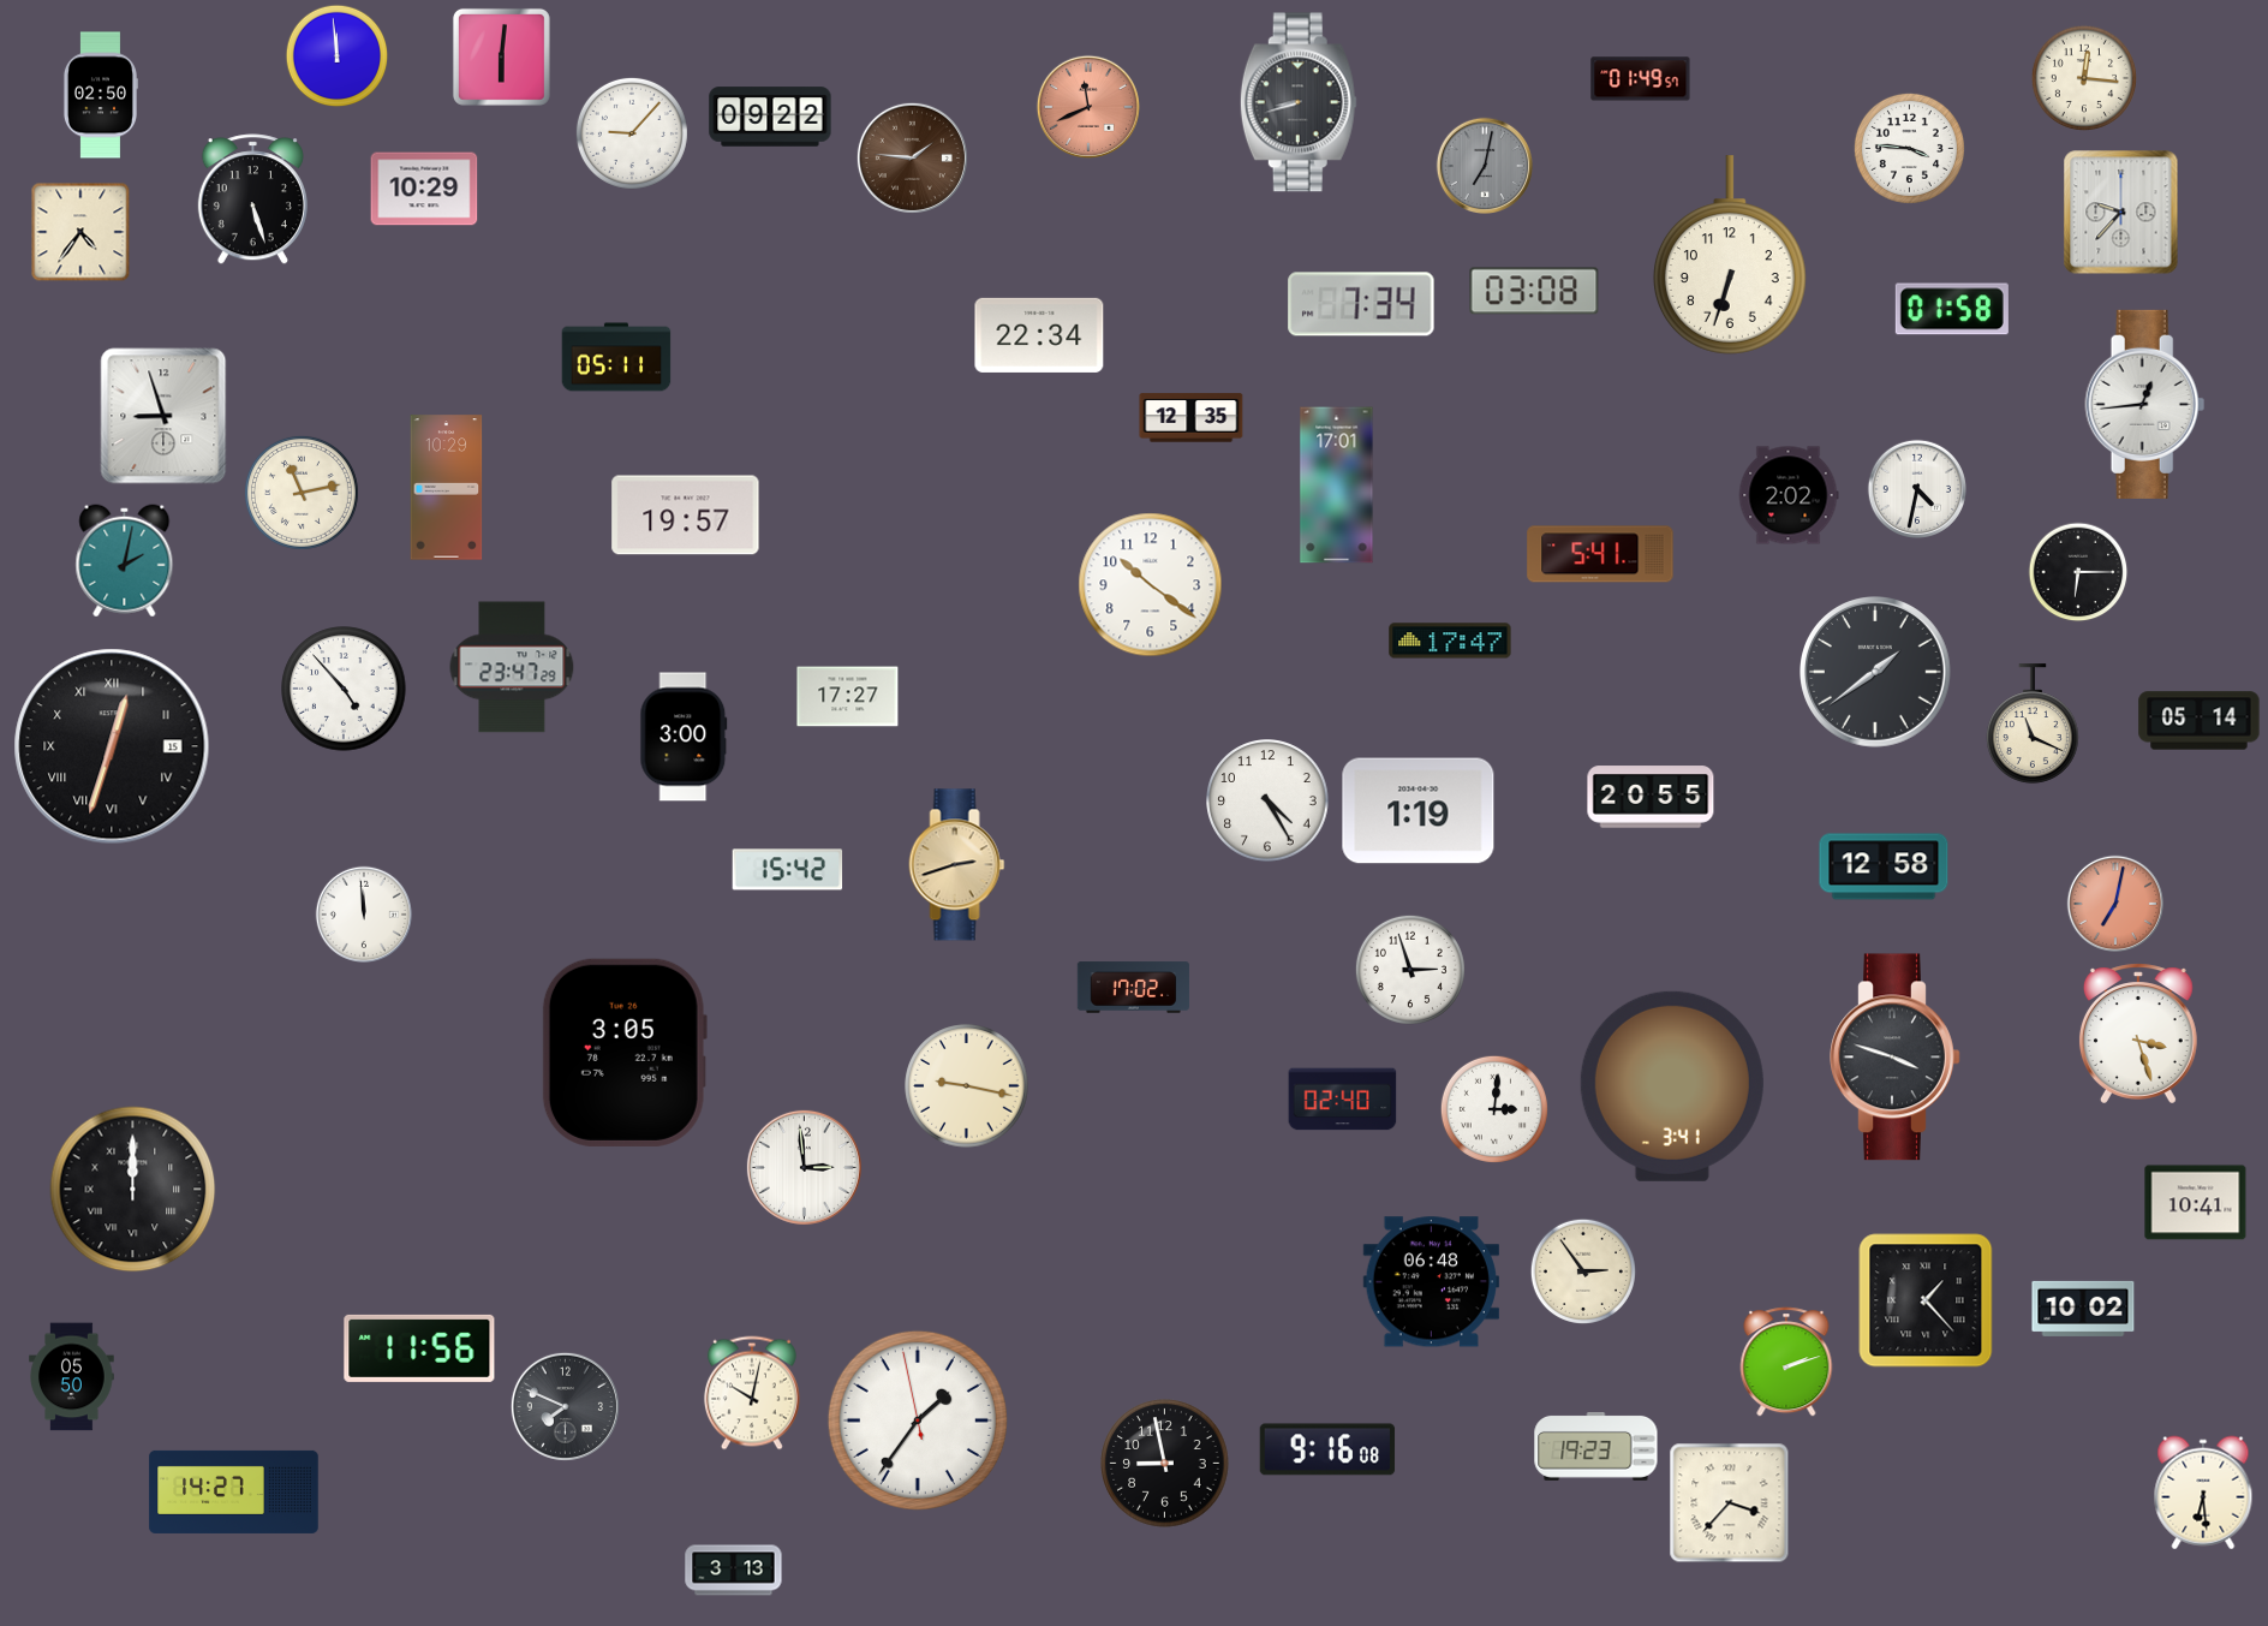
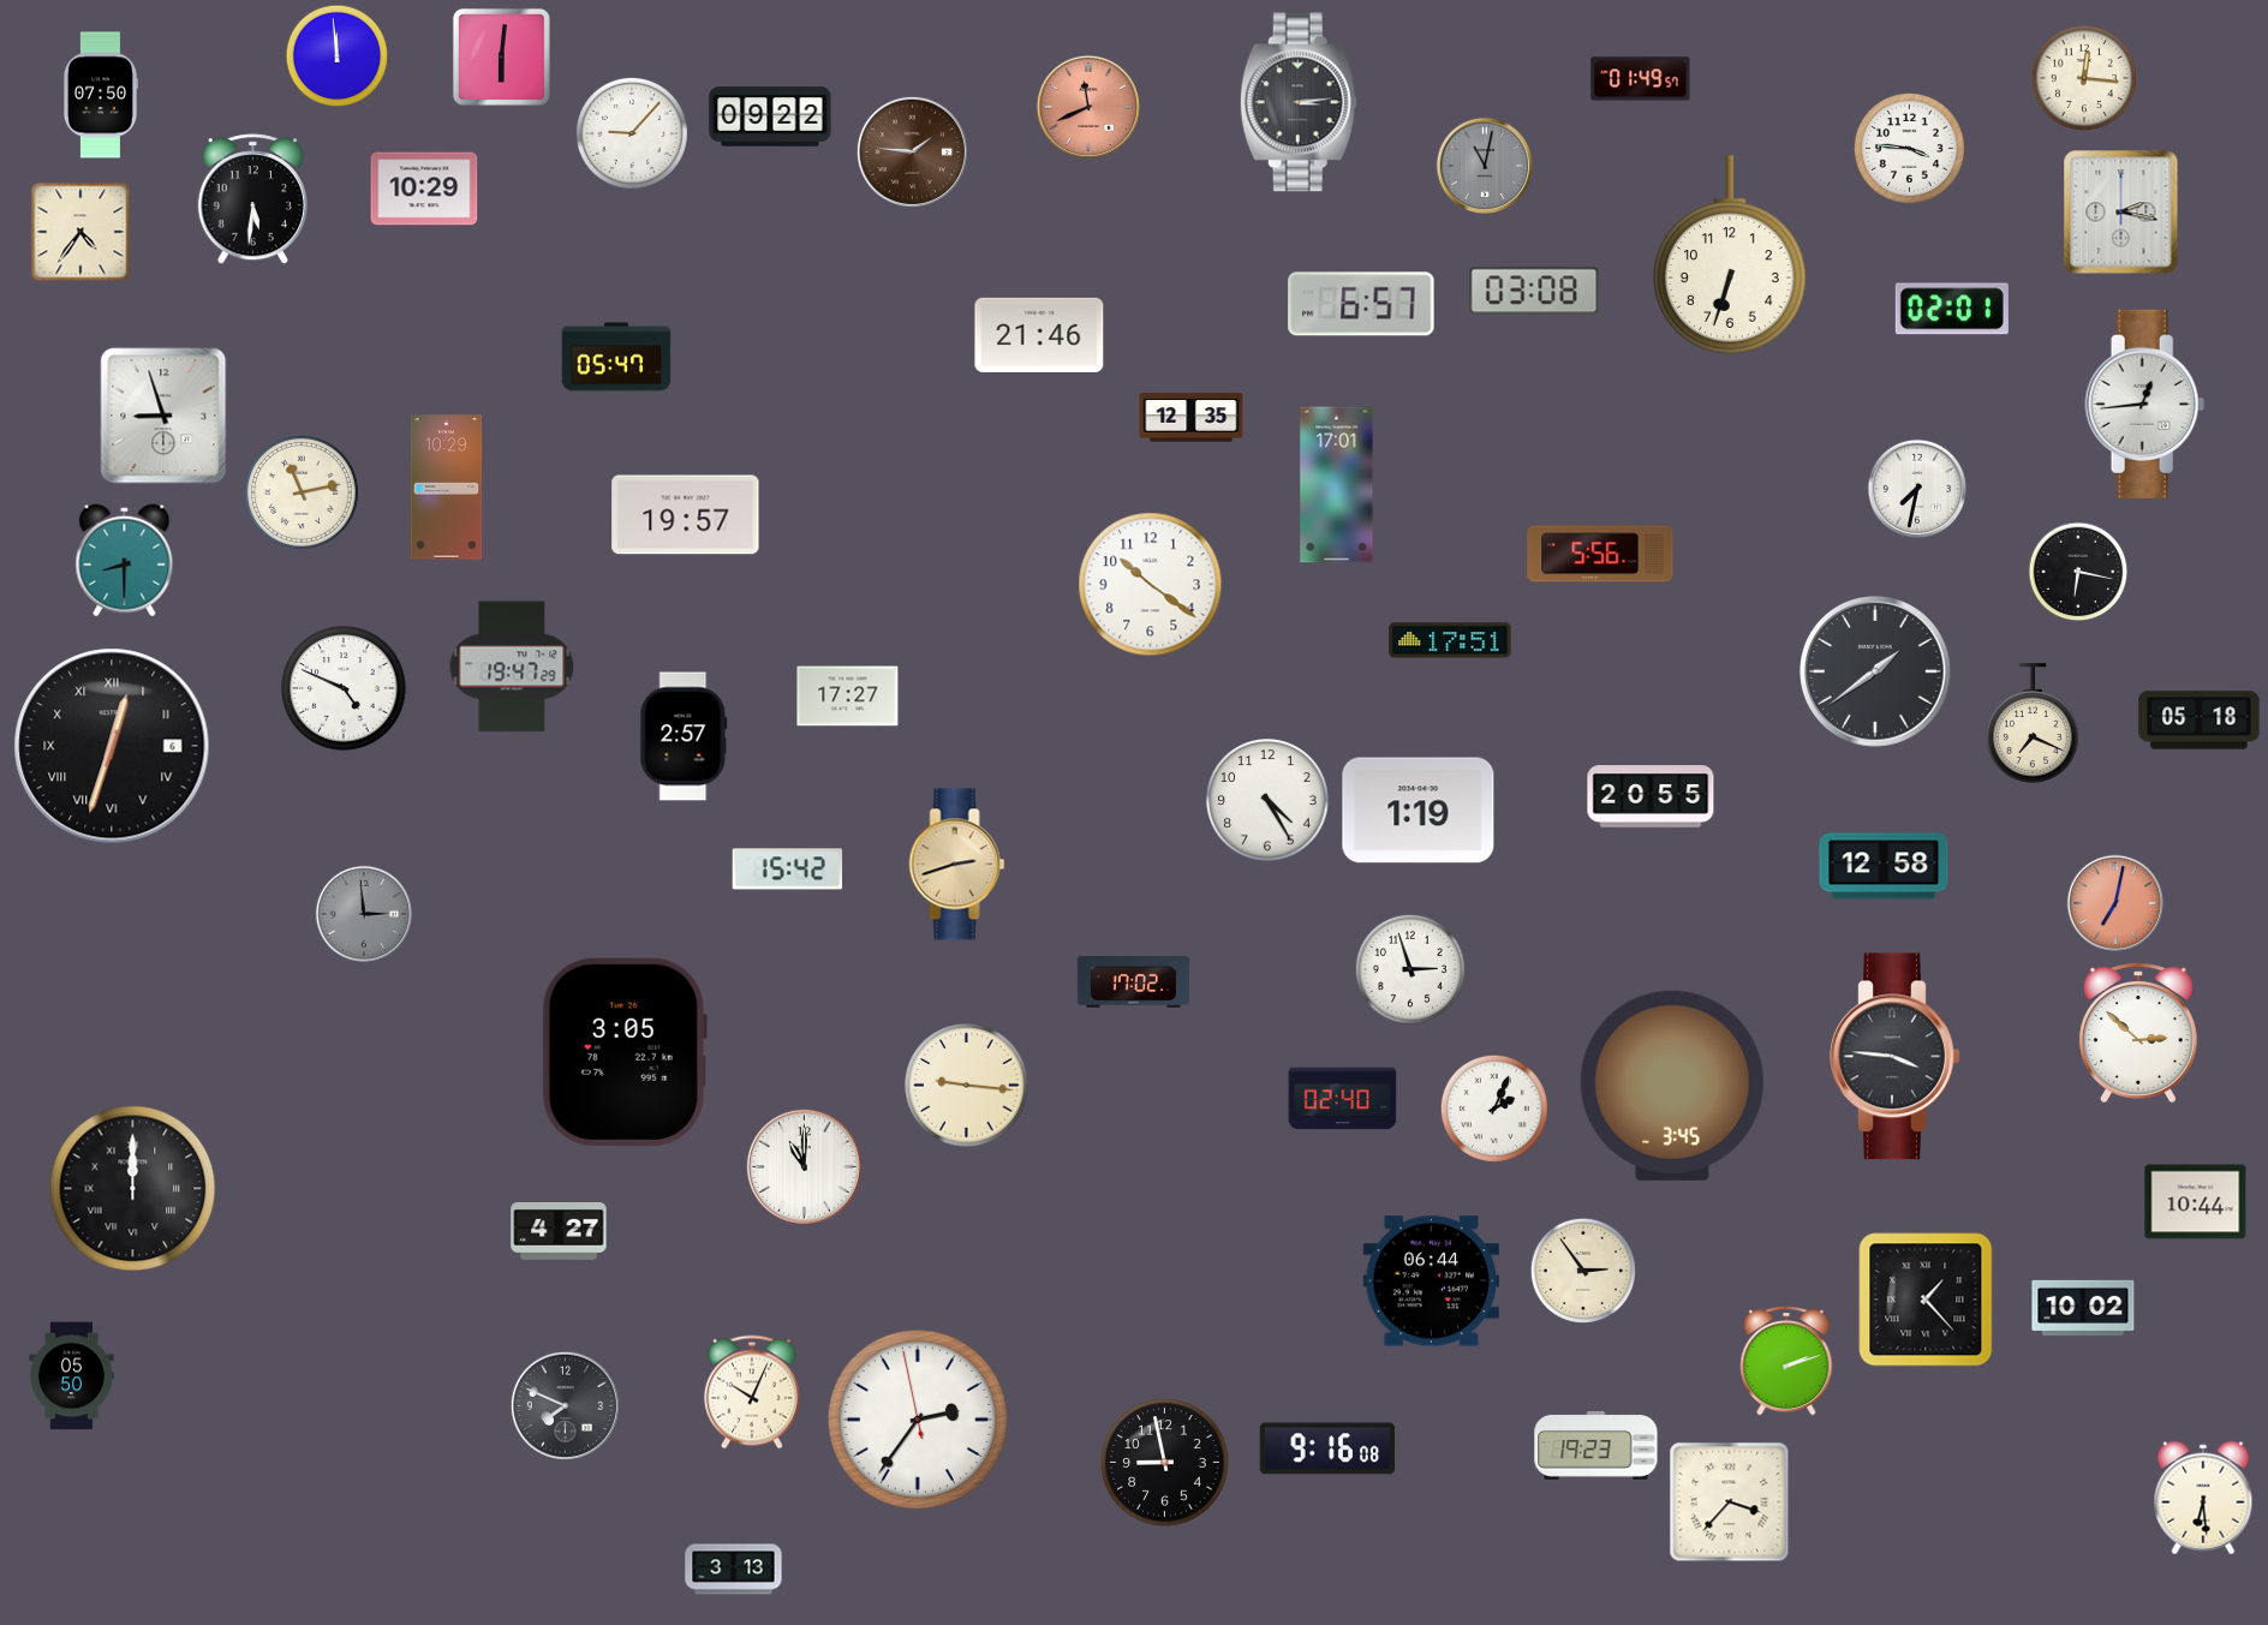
clock at (100, 95): 02:50 -> 07:50
clock at (1299, 102): 8:42 -> 3:14
clock at (912, 157) position: (912, 157) -> (912, 151)
clock at (1484, 165): 7:02 -> 11:02
clock at (252, 199): 5:27 -> 5:31
clock at (2121, 213): 9:37 -> 2:17
clock at (1361, 304): 7:34 -> 6:57
clock at (1952, 309): 01:58 -> 02:01
clock at (1039, 335): 22:34 -> 21:46
clock at (616, 357): 05:11 -> 05:47
clock at (1916, 488): 4:32 -> 7:32
clock at (1789, 495): 2:02 -> none
clock at (1600, 554): 5:41 -> 5:56
clock at (125, 561): 2:02 -> 8:30
clock at (2078, 572): 6:15 -> 6:17
clock at (1450, 641): 17:47 -> 17:51
clock at (512, 667): 23:47 -> 19:47
clock at (344, 689): 4:53 -> 4:49
clock at (2200, 721): 05:14 -> 05:18
clock at (2034, 723): 11:19 -> 7:19
clock at (684, 737): 3:00 -> 2:57
clock at (112, 746) date: 15 -> 6
clock at (363, 913): 11:59 -> 2:59
clock at (363, 913) dial: white -> grey
clock at (1133, 988) position: (1133, 988) -> (1133, 982)
clock at (2138, 1034): 3:27 -> 2:52
clock at (1896, 1058): 3:48 -> 3:46
clock at (967, 1086): 9:17 -> 9:16
clock at (1672, 1086): 3:41 -> 3:45
clock at (1494, 1109): 3:01 -> 2:04
clock at (804, 1167): 2:59 -> 11:00
clock at (2196, 1203): 10:41 -> 10:44
clock at (559, 1232): none -> 4:27
clock at (1431, 1282): 06:48 -> 06:44
clock at (419, 1348): 11:56 -> none
clock at (752, 1393): 10:02 -> 10:04
clock at (918, 1420): 1:35 -> 2:35
clock at (234, 1491): 14:27 -> none
clock at (2203, 1493) position: (2203, 1493) -> (2203, 1498)
